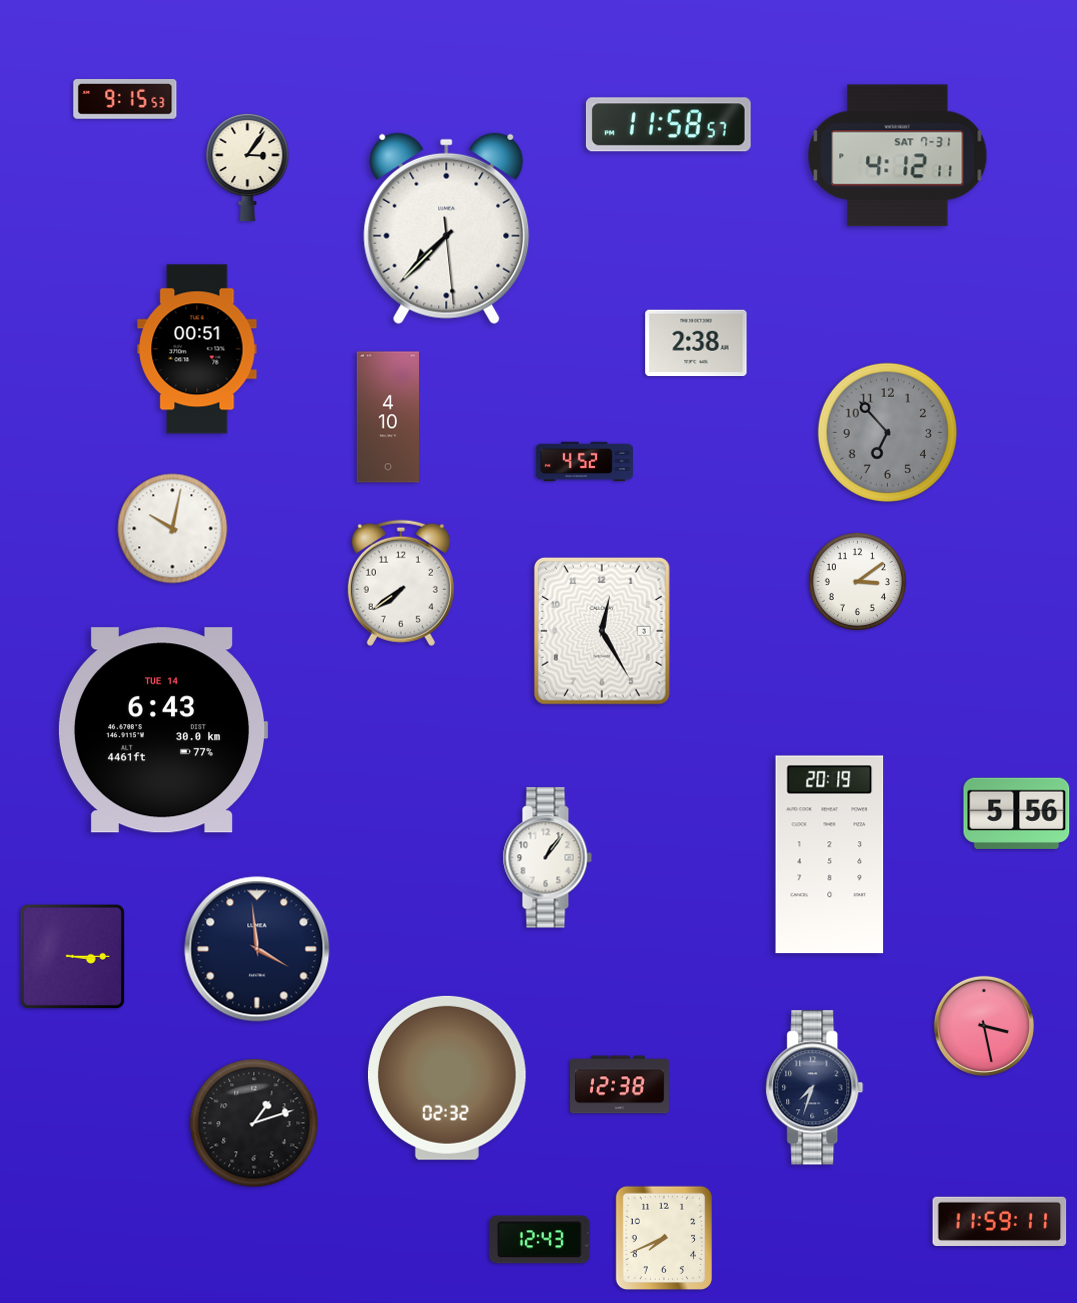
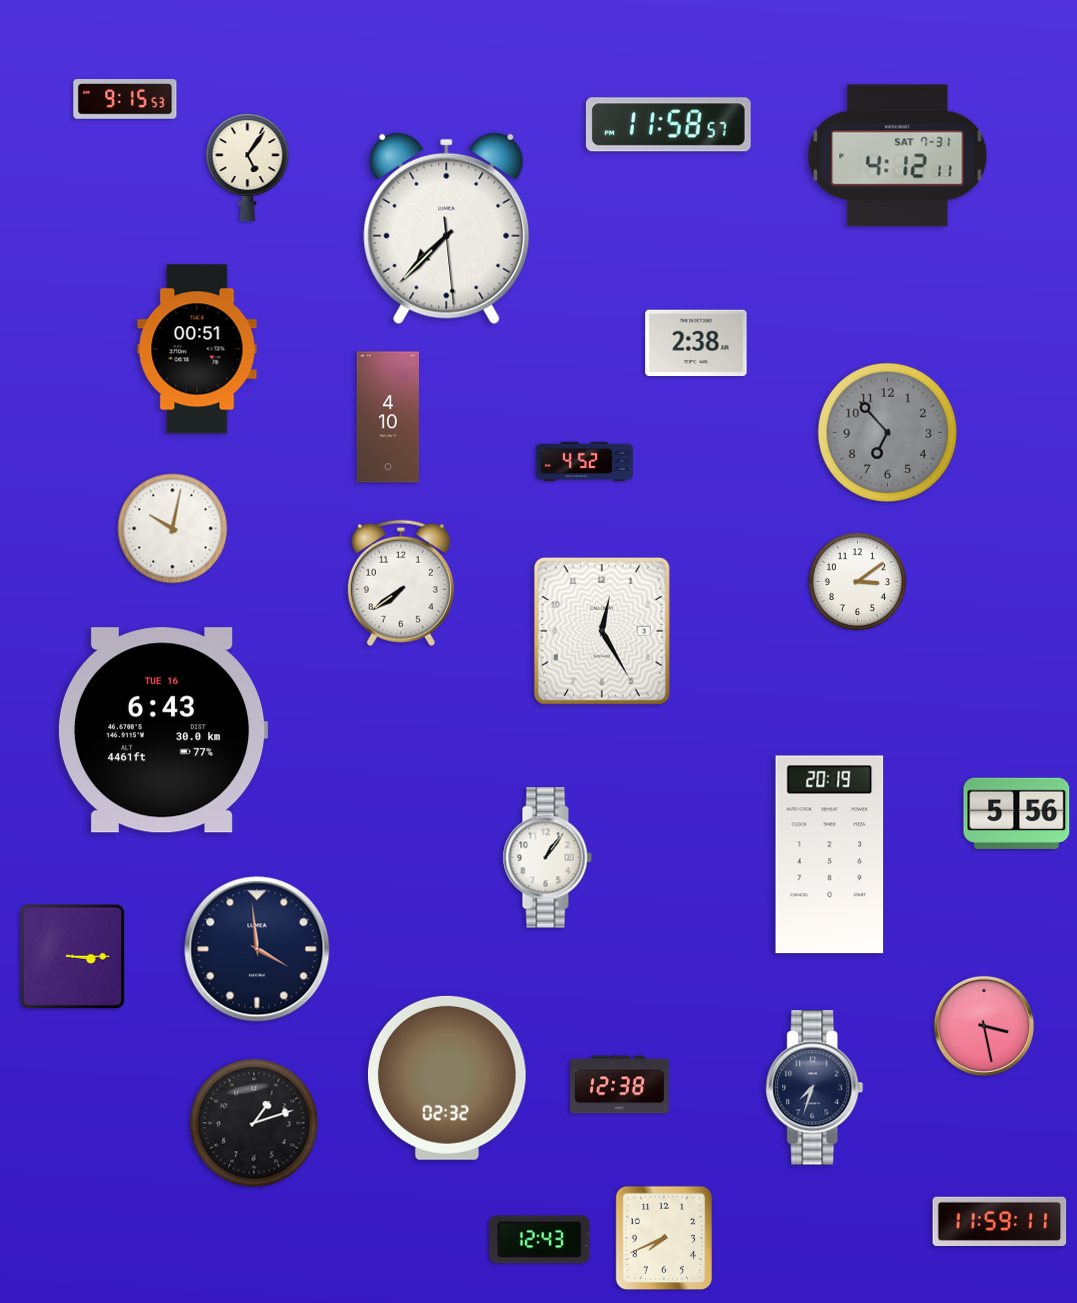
clock at (248, 167): 3:06 -> 5:06
clock at (163, 730) date: TUE 14 -> TUE 16
